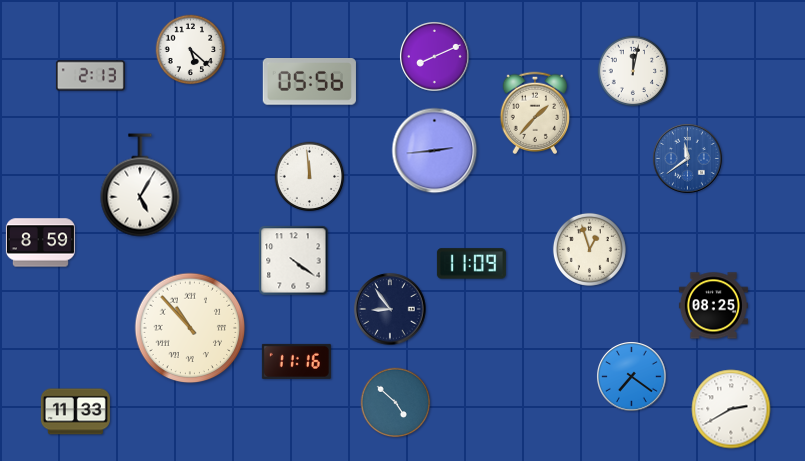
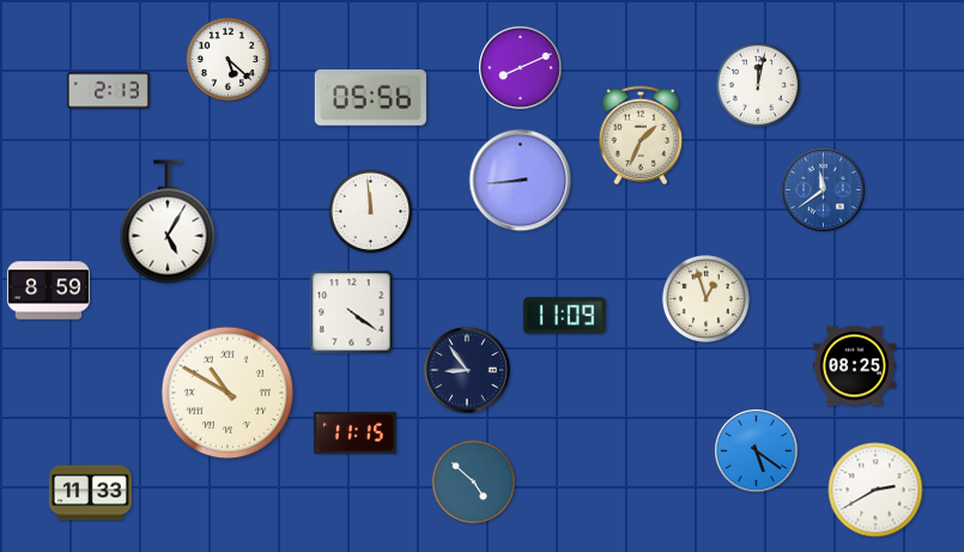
clock at (535, 112): 1:37 -> 1:34
clock at (435, 151): 2:44 -> 8:44
clock at (190, 328): 10:53 -> 10:50
clock at (296, 361): 11:16 -> 11:15
clock at (632, 377): 7:21 -> 5:21
